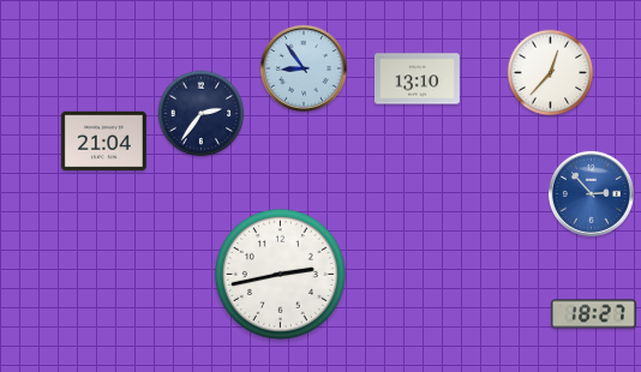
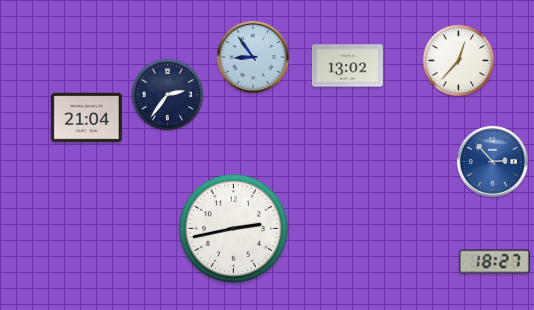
clock at (417, 79): 13:10 -> 13:02
